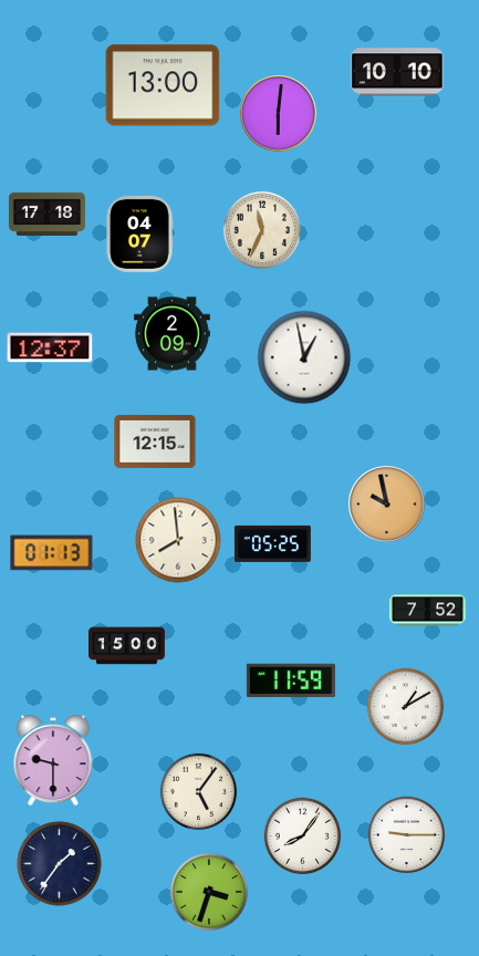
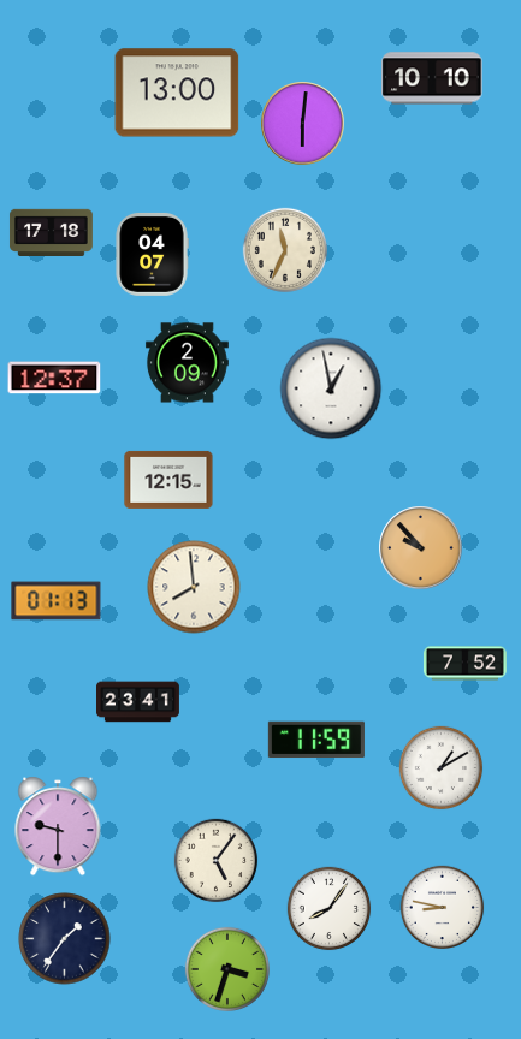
clock at (387, 505): 9:58 -> 9:53
clock at (272, 543): 05:25 -> none
clock at (127, 646): 15:00 -> 23:41
clock at (407, 835): 9:15 -> 8:47
